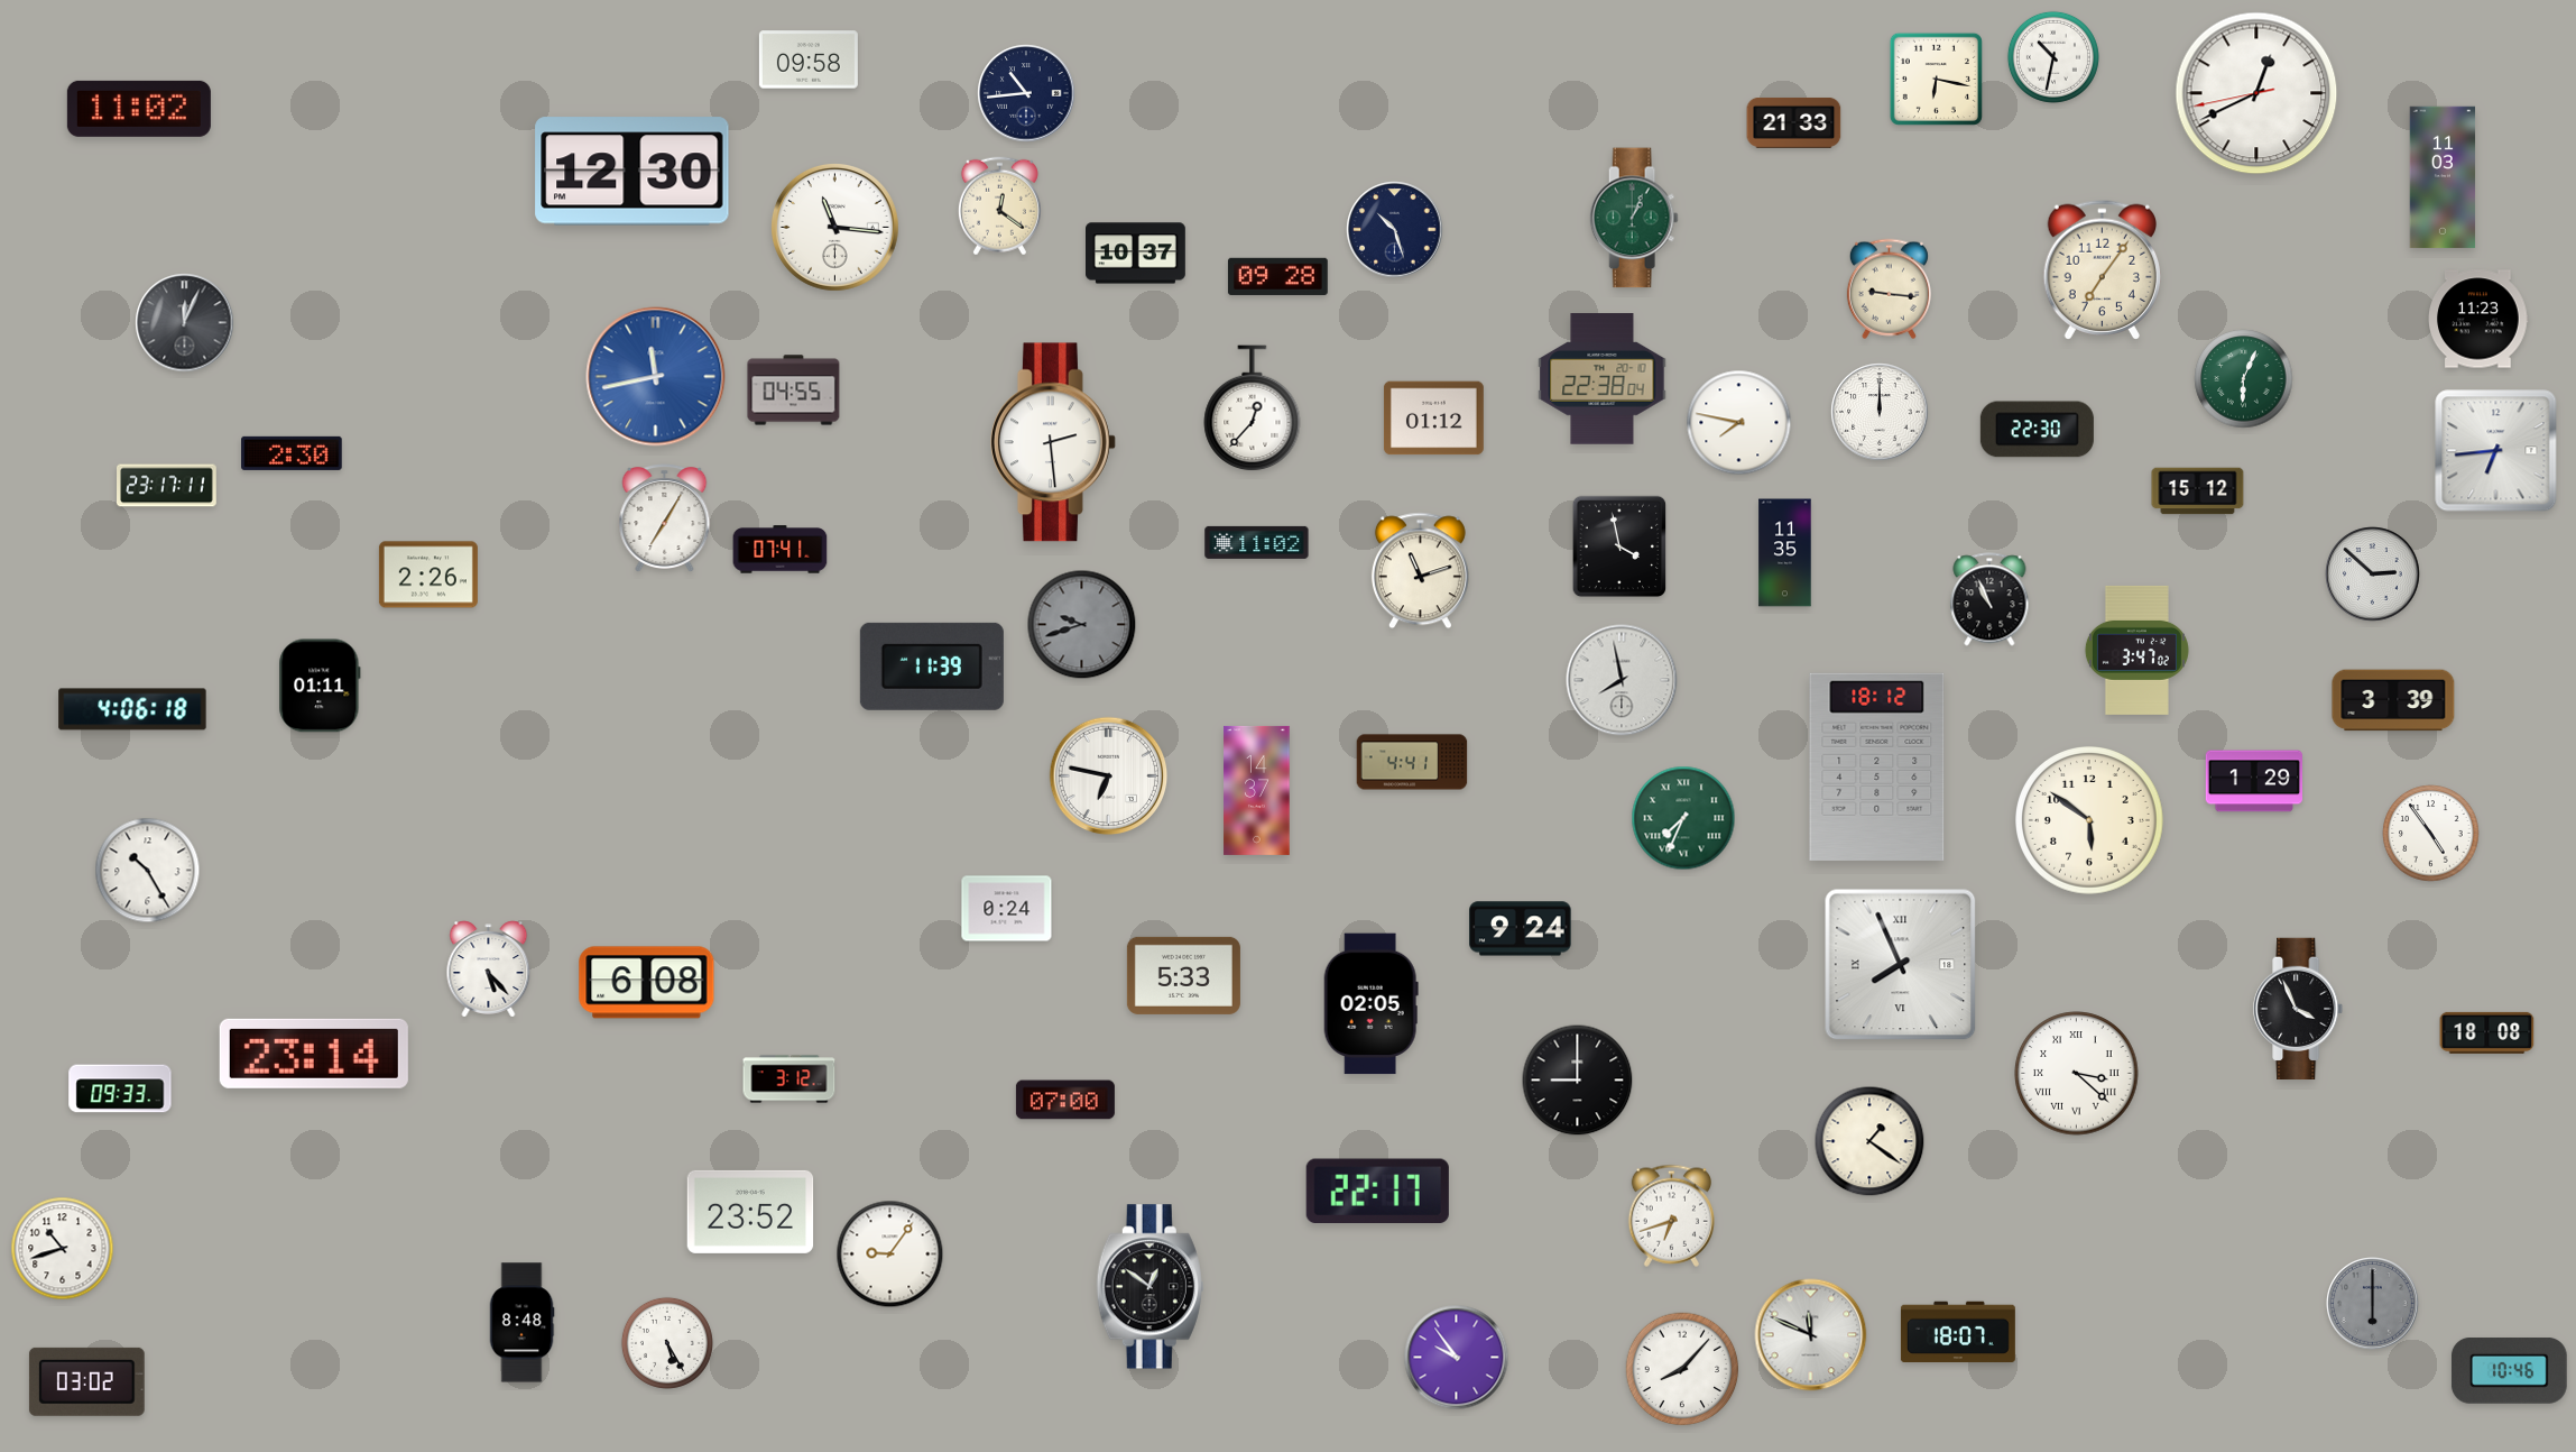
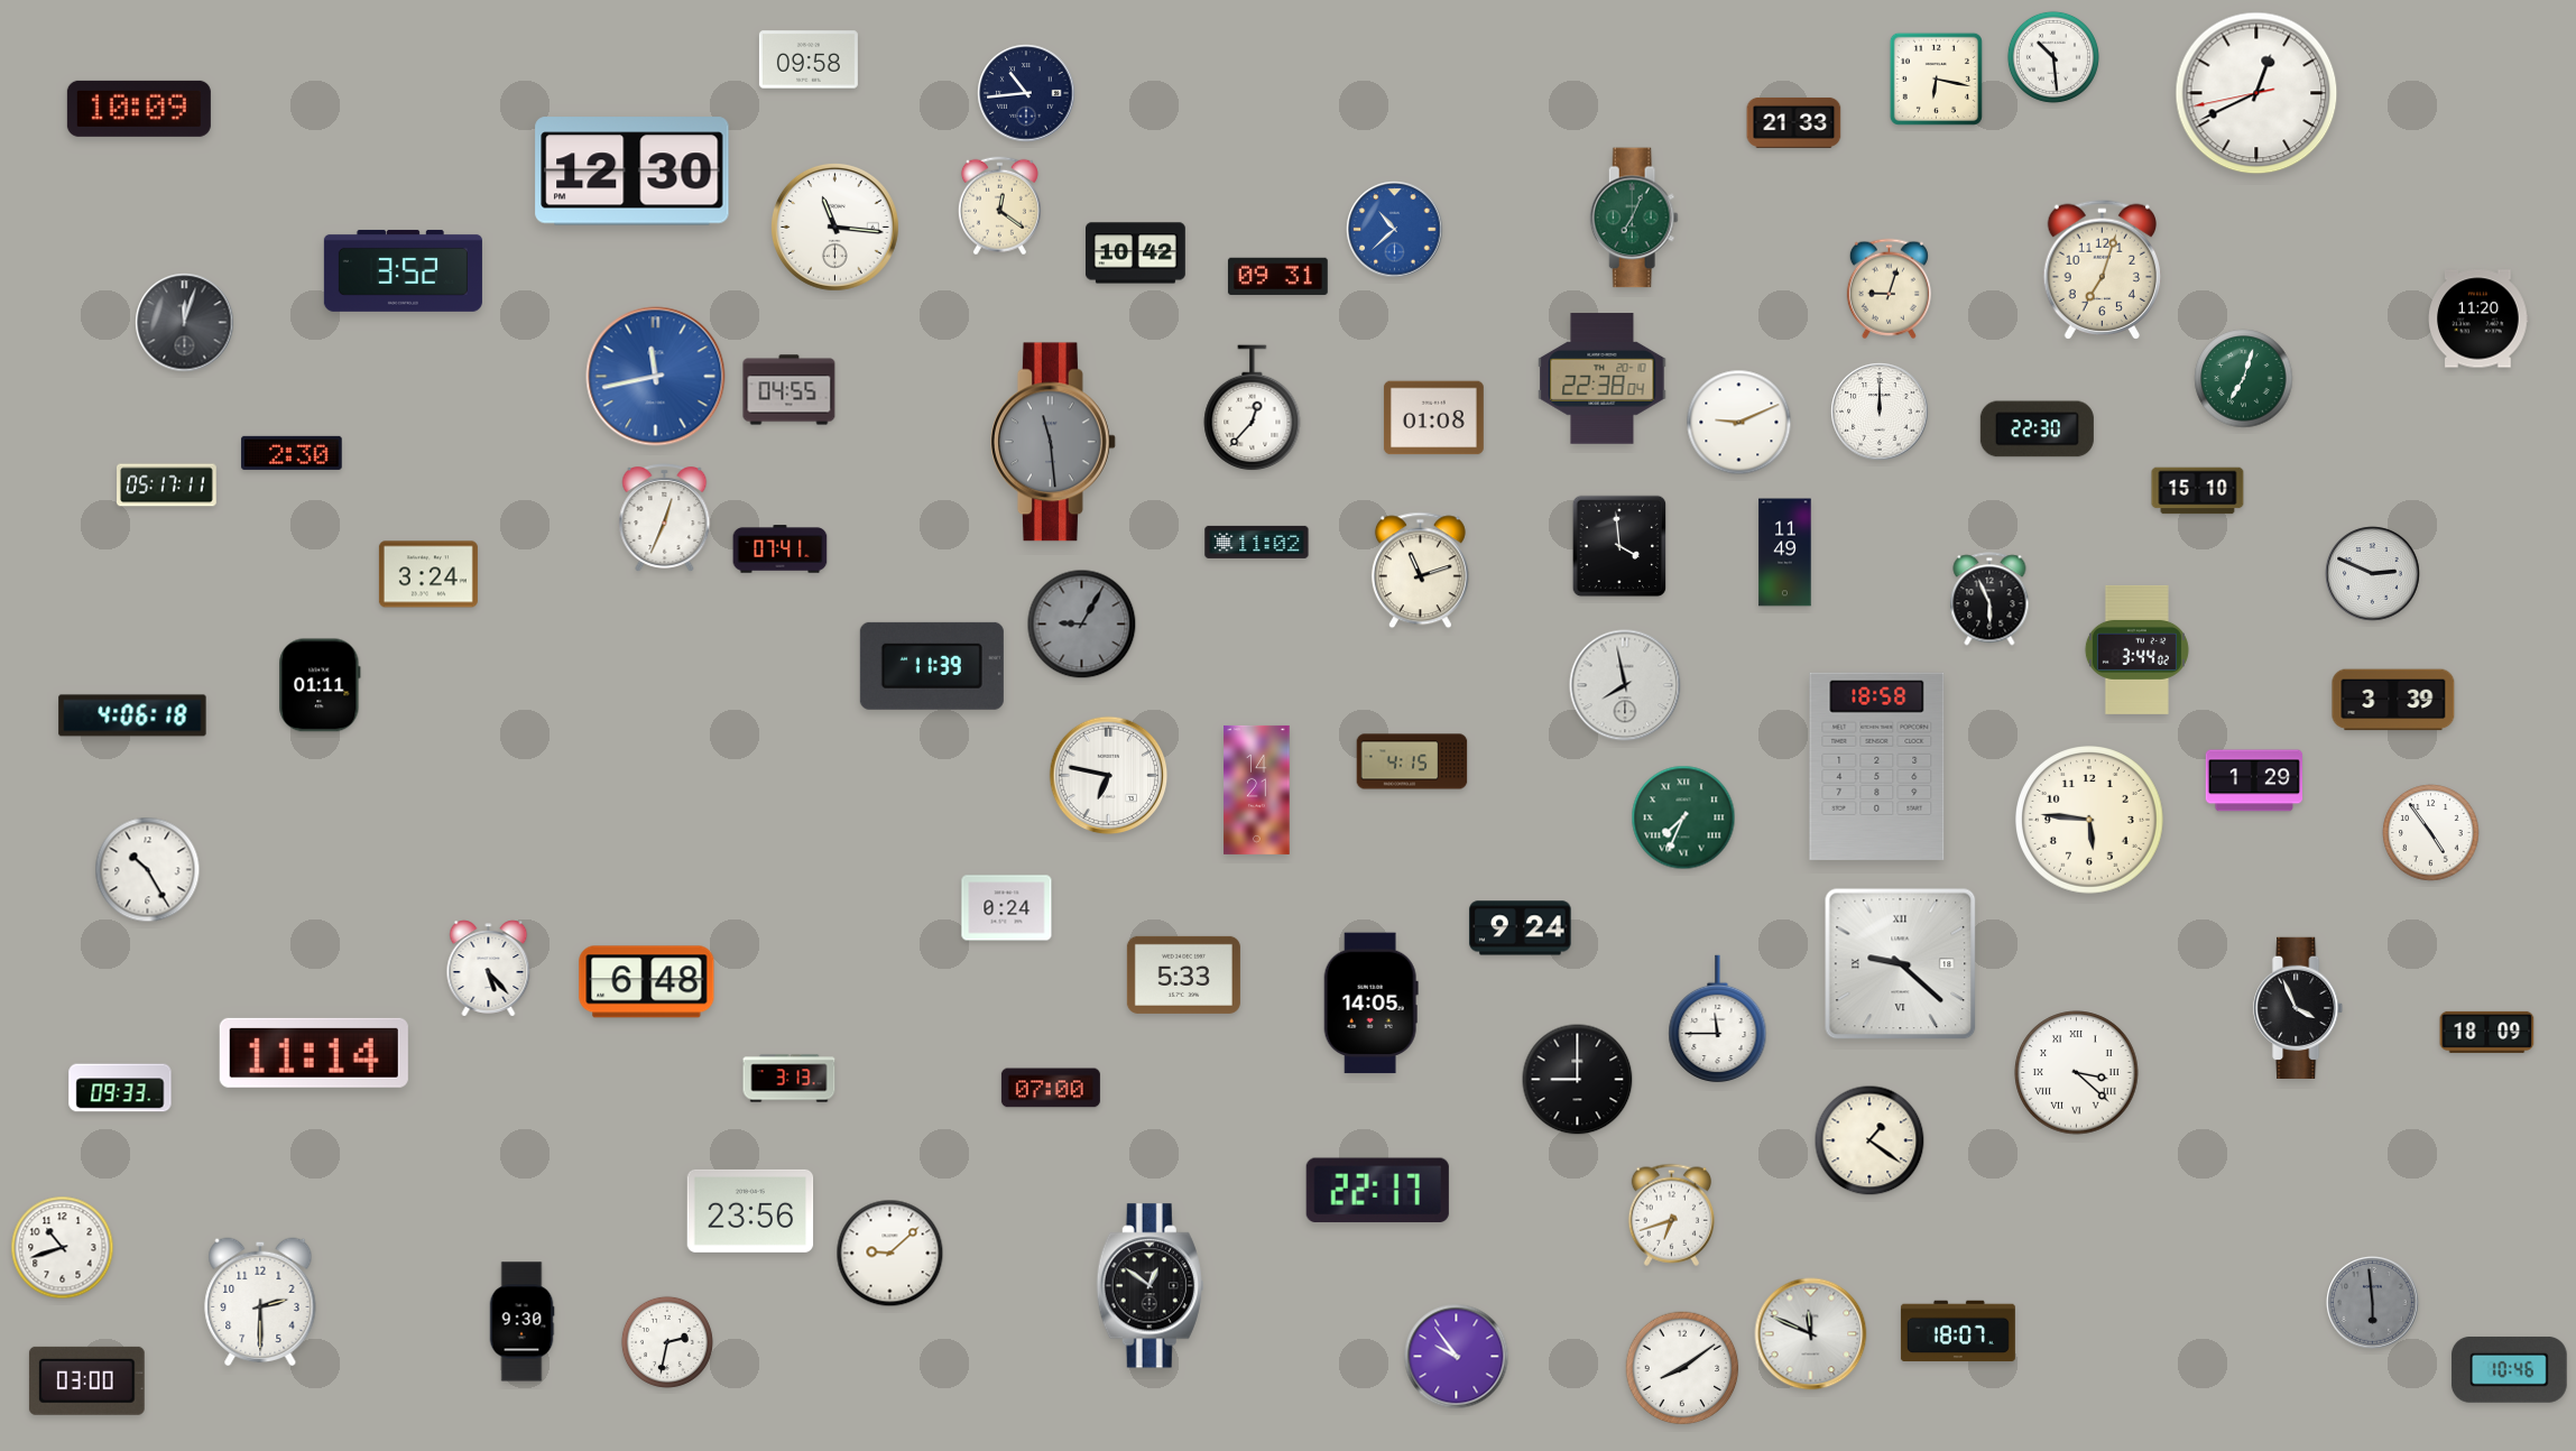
clock at (2053, 57): 10:32 -> 10:29
clock at (139, 109): 11:02 -> 10:09
clock at (2443, 177): 11:03 -> none
clock at (1634, 218): 1:04 -> 7:04
clock at (1395, 230): 10:27 -> 10:38
clock at (1395, 230) dial: navy -> blue
clock at (1136, 254): 10:37 -> 10:42
clock at (2103, 269): 7:06 -> 7:03
clock at (403, 270): none -> 3:52
clock at (1277, 276): 09:28 -> 09:31
clock at (1889, 290): 9:16 -> 9:03
clock at (2480, 319): 11:23 -> 11:20
clock at (185, 323): 12:04 -> 12:03
clock at (2244, 379): 6:04 -> 7:03
clock at (794, 390) position: (794, 390) -> (790, 390)
clock at (1433, 419): 01:12 -> 01:08
clock at (1739, 423): 7:47 -> 9:11
clock at (1053, 442): 2:29 -> 11:29
clock at (1053, 442) dial: white -> grey
clock at (2496, 451): 6:44 -> none
clock at (167, 486): 23:17 -> 05:17
clock at (2198, 491): 15:12 -> 15:10
clock at (665, 518): 7:05 -> 12:34
clock at (1619, 546): 3:58 -> 3:59
clock at (1785, 553): 11:35 -> 11:49
clock at (428, 575): 2:26 -> 3:24
clock at (2373, 575): 2:52 -> 2:49
clock at (1989, 599): 10:56 -> 5:56
clock at (1082, 625): 9:42 -> 9:05
clock at (2136, 650): 3:47 -> 3:44
clock at (1622, 680) position: (1622, 680) -> (1625, 685)
clock at (132, 709) position: (132, 709) -> (132, 715)
clock at (1412, 762): 4:41 -> 4:15
clock at (1877, 766): 18:12 -> 18:58
clock at (1257, 790): 14:37 -> 14:21
clock at (2090, 821): 5:51 -> 5:46
clock at (1901, 965): 7:56 -> 9:22
clock at (647, 983): 6:08 -> 6:48
clock at (1370, 1004): 02:05 -> 14:05
clock at (1718, 1019): none -> 11:45
clock at (2487, 1032): 18:08 -> 18:09
clock at (314, 1054): 23:14 -> 11:14
clock at (790, 1079): 3:12 -> 3:13
clock at (1065, 1100) position: (1065, 1100) -> (1051, 1088)
clock at (750, 1212): 23:52 -> 23:56
clock at (890, 1255): 9:06 -> 9:08
clock at (260, 1301): none -> 2:30
clock at (2373, 1304): 6:00 -> 5:59
clock at (521, 1323): 8:48 -> 9:30
clock at (667, 1343): 5:25 -> 2:32
clock at (1682, 1369): 8:07 -> 8:09
clock at (86, 1381): 03:02 -> 03:00
